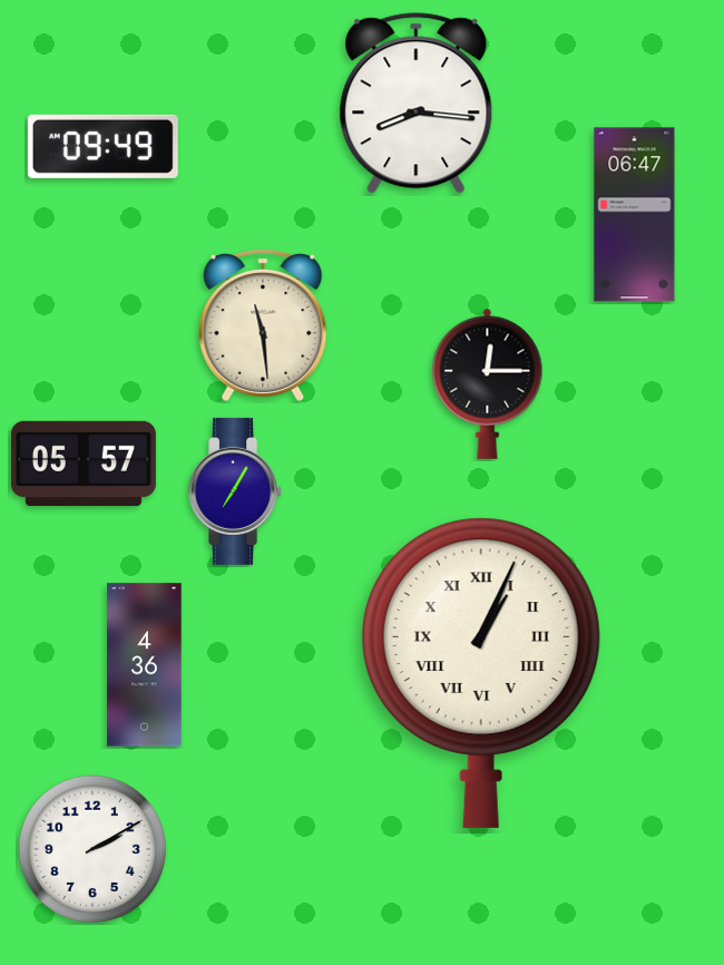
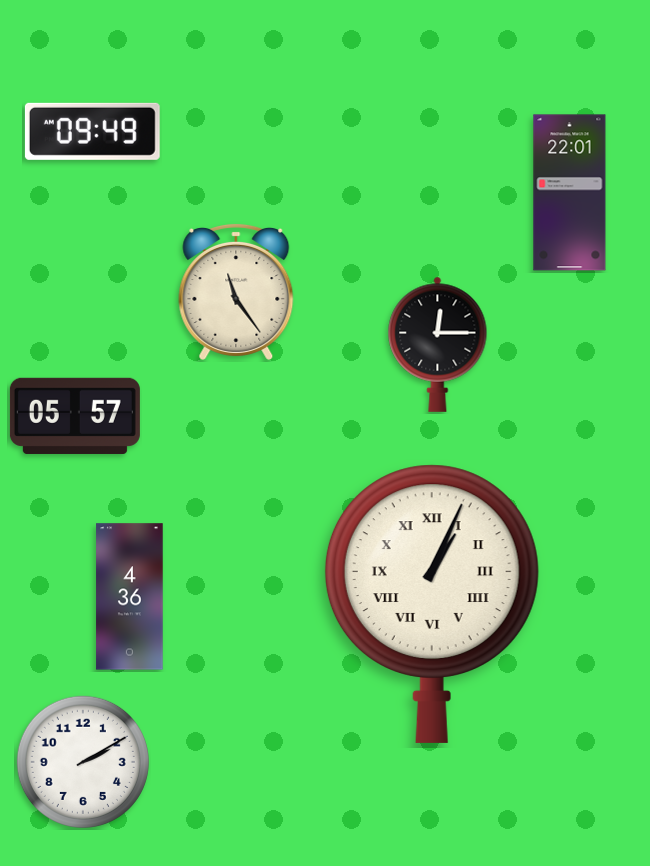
clock at (417, 104): 8:16 -> none
clock at (635, 215): 06:47 -> 22:01
clock at (263, 324): 11:29 -> 11:24
clock at (236, 491): 7:05 -> none
